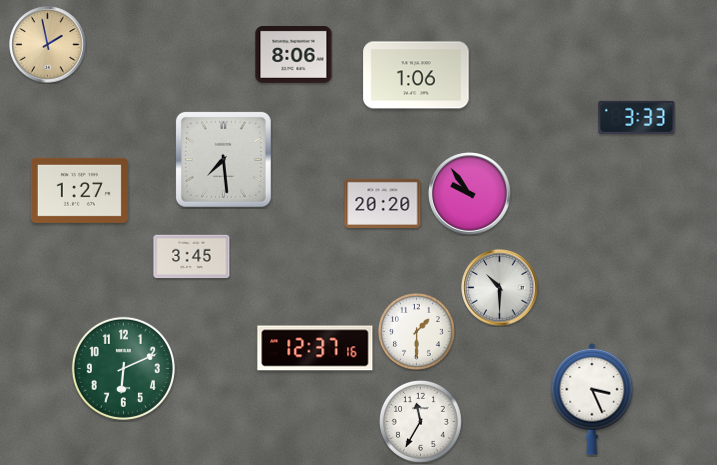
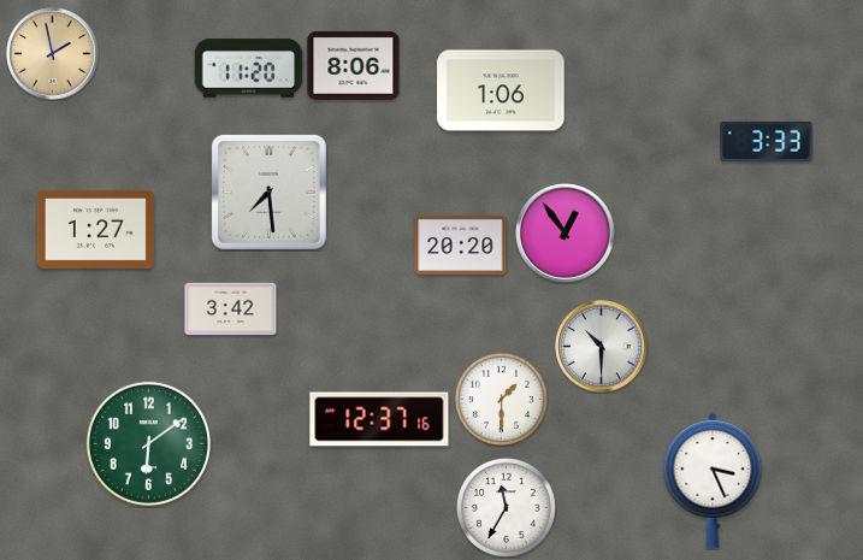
clock at (48, 45) position: (48, 45) -> (53, 54)
clock at (249, 69): none -> 11:20
clock at (470, 194): 9:54 -> 12:54
clock at (192, 257): 3:45 -> 3:42
clock at (123, 368): 6:11 -> 6:09
